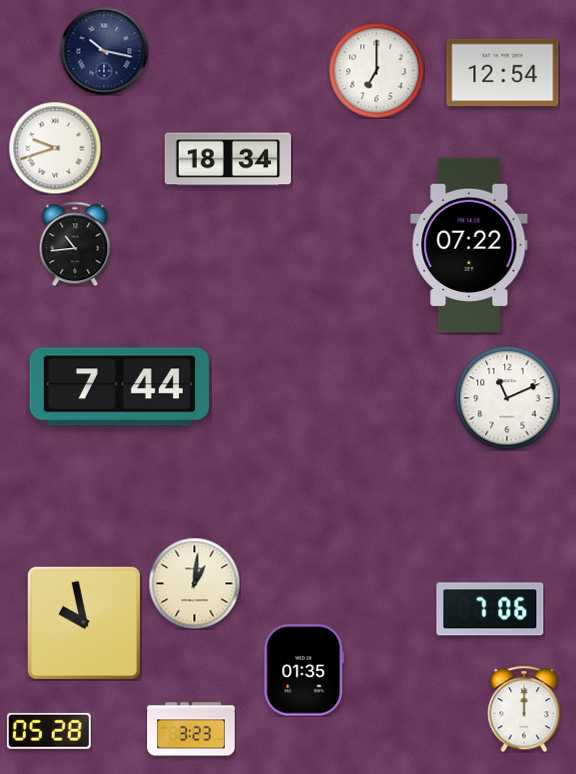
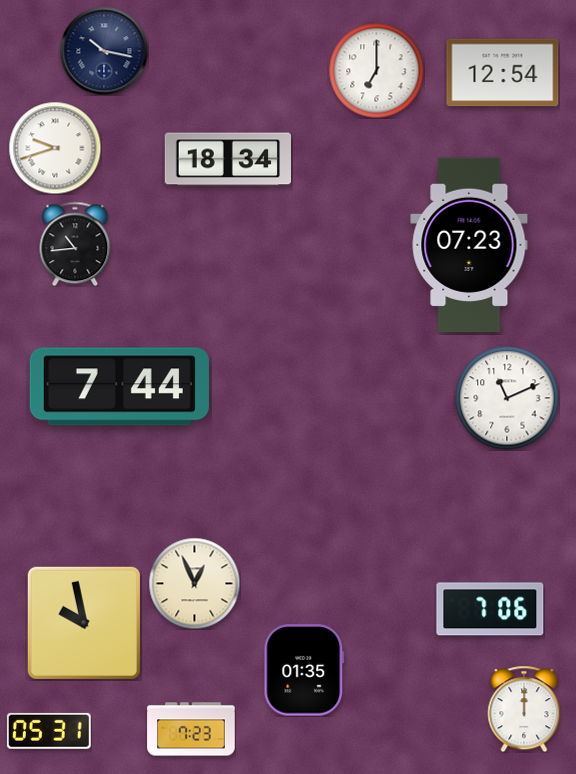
clock at (469, 245): 07:22 -> 07:23
clock at (194, 583): 1:01 -> 12:56
clock at (191, 729): 3:23 -> 7:23
clock at (49, 731): 05:28 -> 05:31
